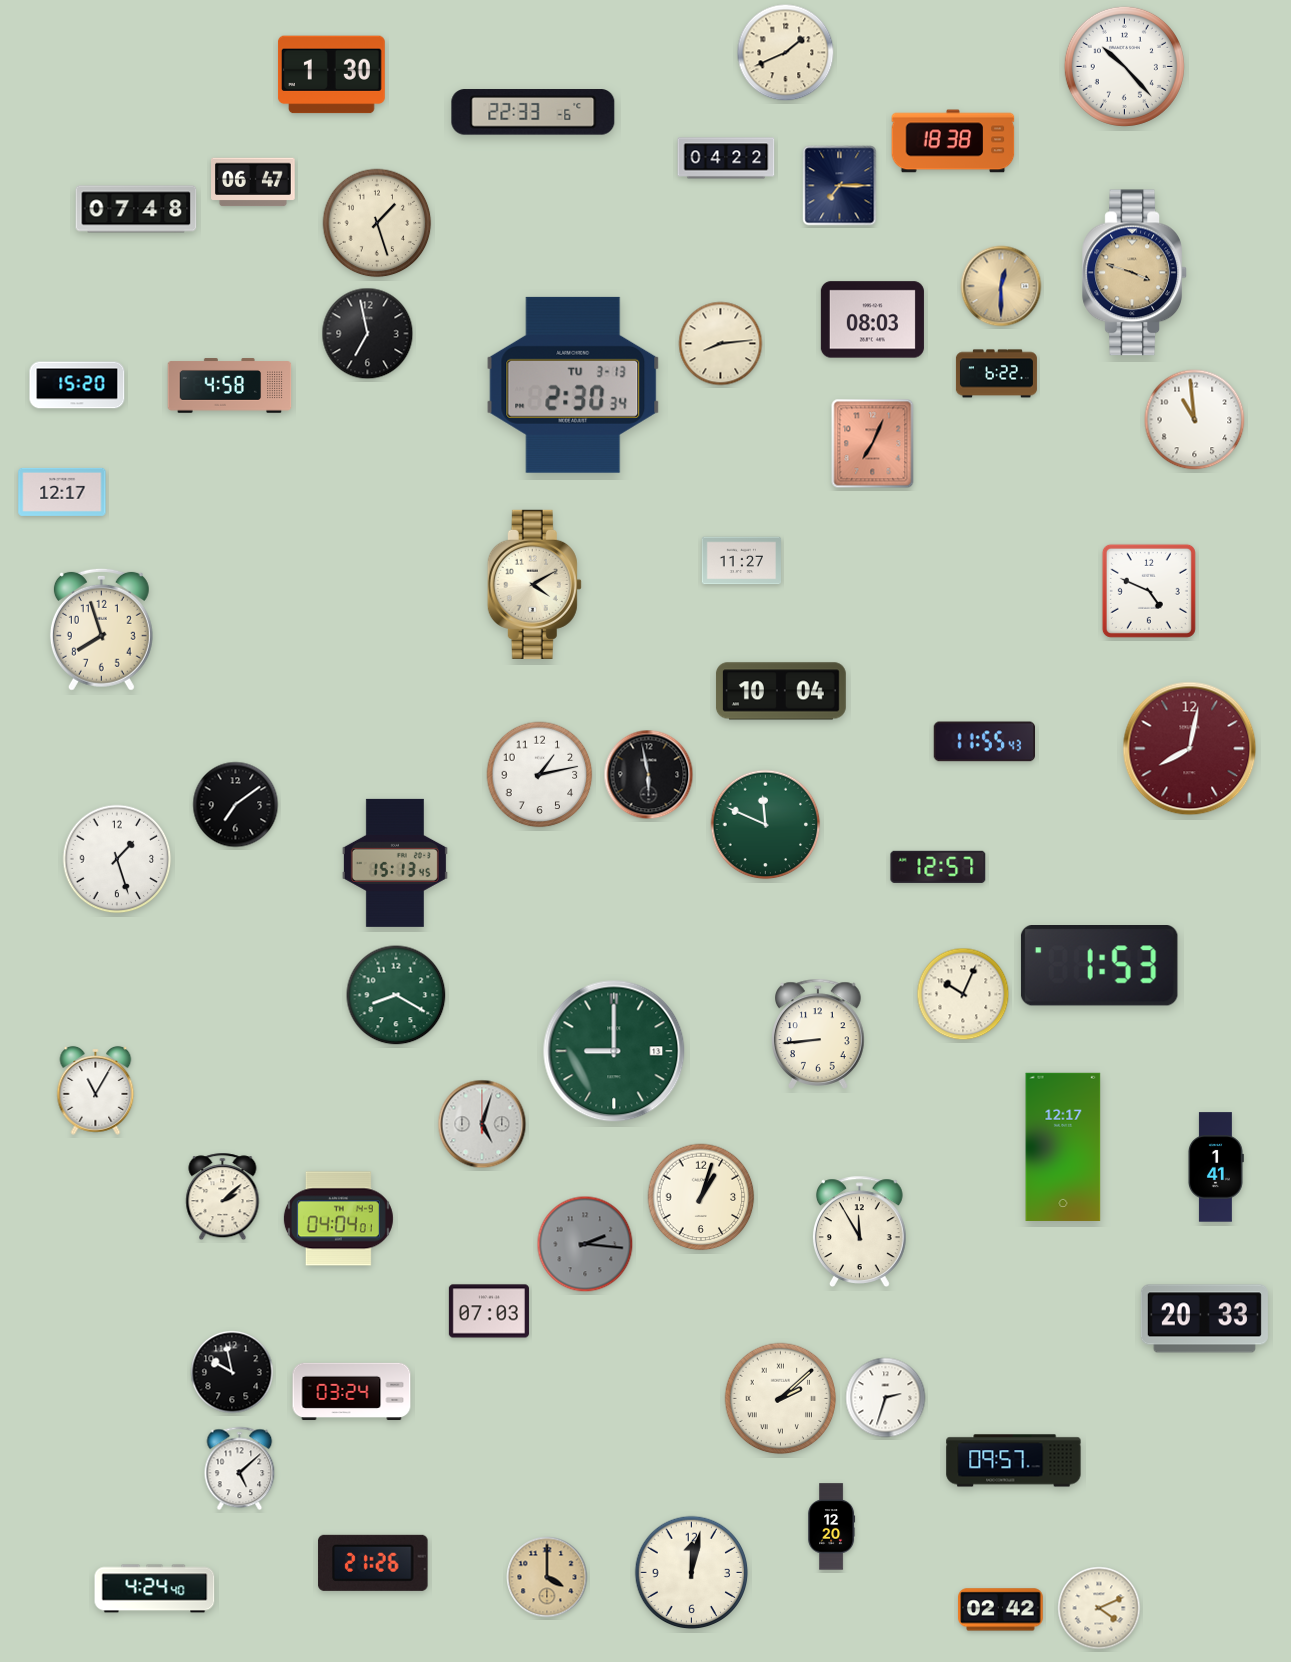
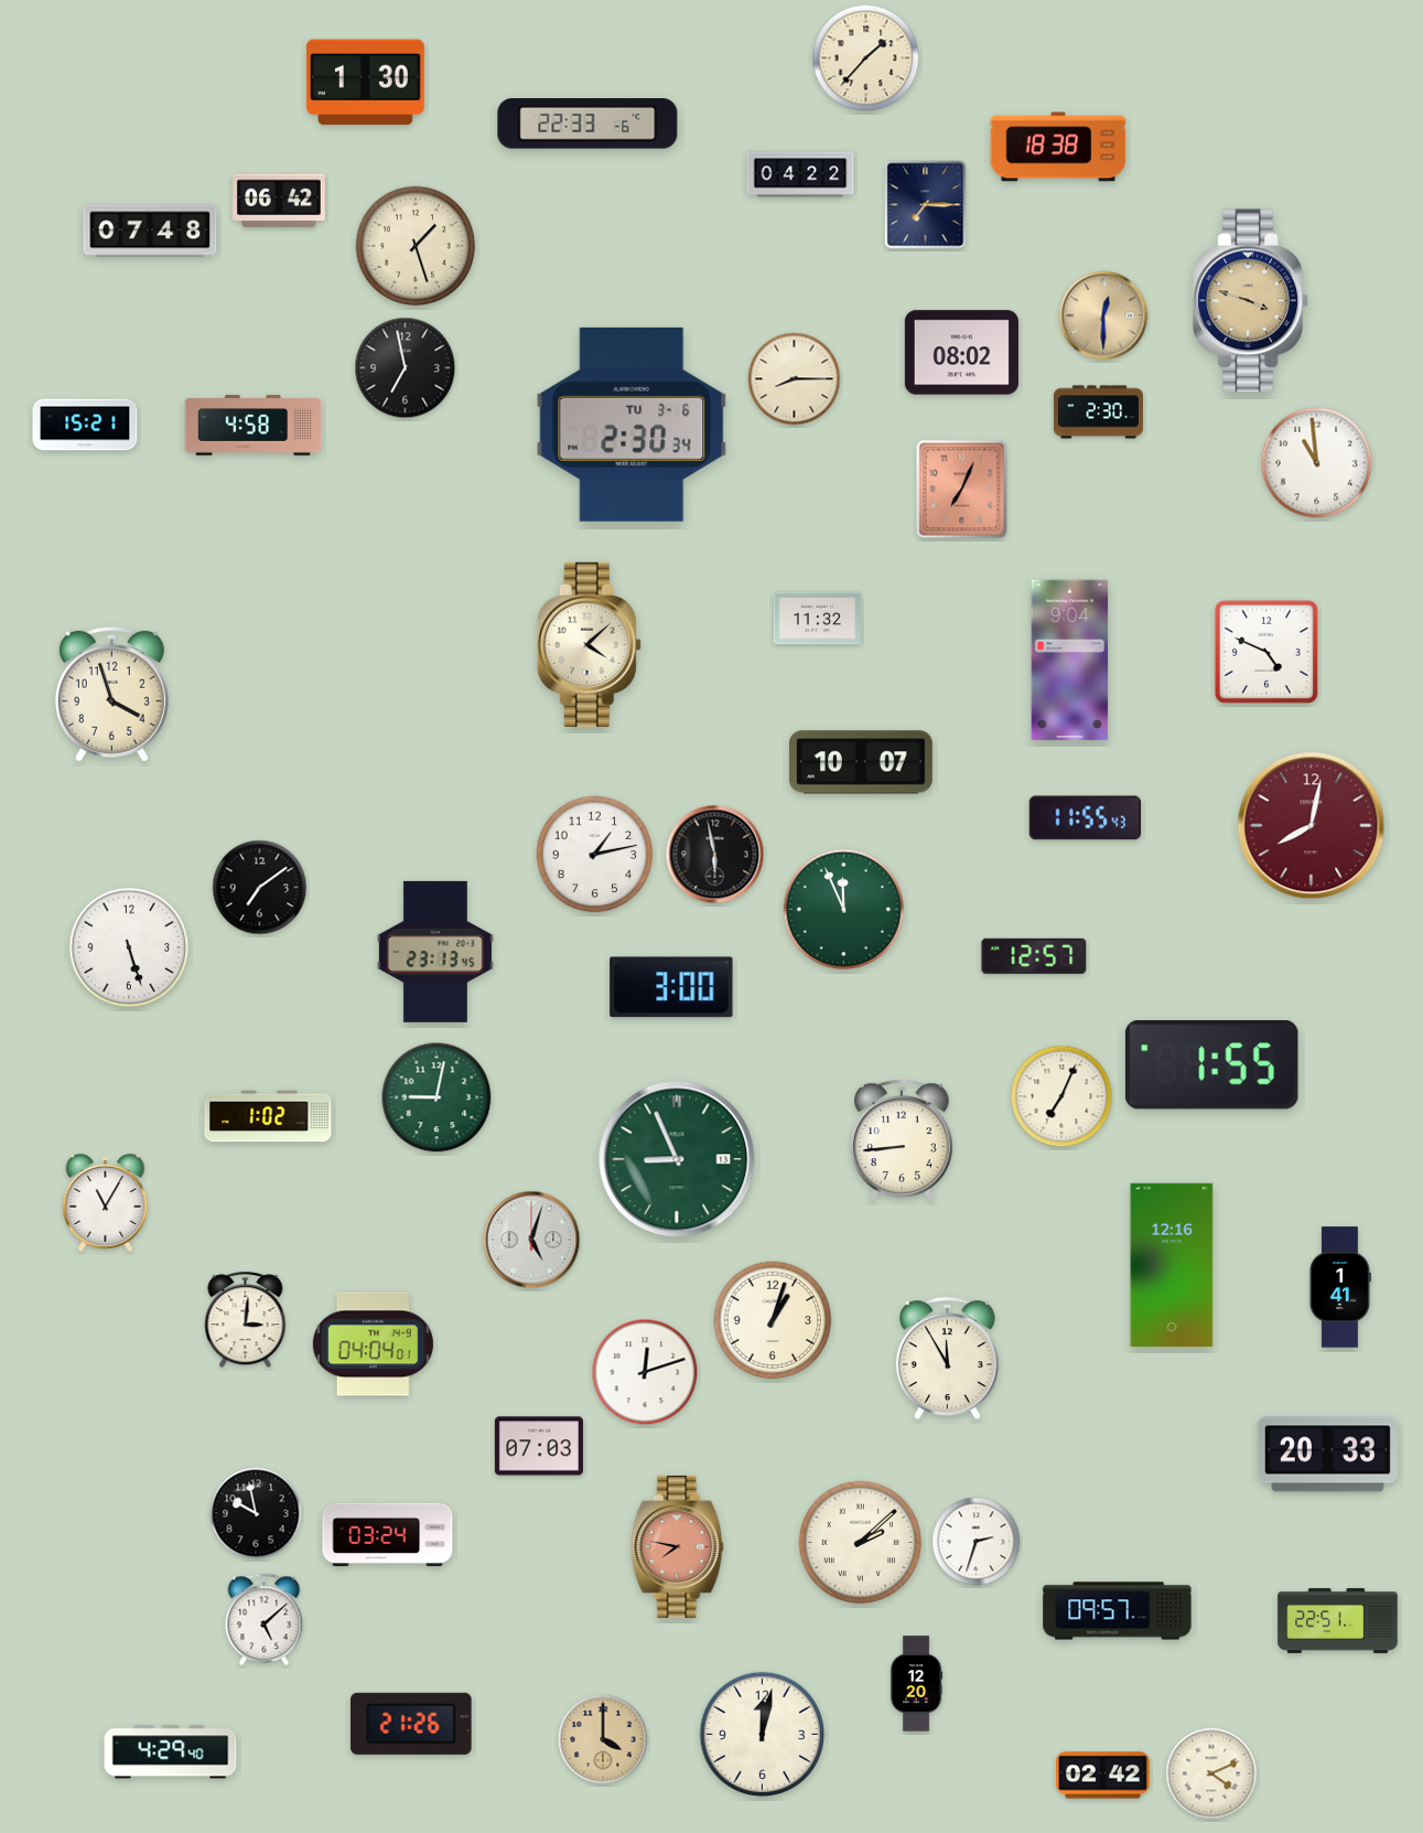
clock at (786, 53): 1:41 -> 1:37
clock at (1124, 66): 10:23 -> none
clock at (953, 141) position: (953, 141) -> (1058, 147)
clock at (254, 182): 06:47 -> 06:42
clock at (872, 320): 08:03 -> 08:02
clock at (721, 344): 8:14 -> 8:15
clock at (996, 374): 6:22 -> 2:30
clock at (77, 385): 15:20 -> 15:21
clock at (573, 385) date: TU 3-13 -> TU 3-6
clock at (62, 492): 12:17 -> none
clock at (741, 561): 11:27 -> 11:32
clock at (534, 584): 4:10 -> 4:08
clock at (1070, 661): none -> 9:04
clock at (101, 629): 7:57 -> 3:57
clock at (781, 691): 10:04 -> 10:07
clock at (766, 825): 11:49 -> 11:56
clock at (117, 859): 1:27 -> 5:27
clock at (395, 863): 15:13 -> 23:13
clock at (671, 987): none -> 3:00
clock at (1099, 966): 1:53 -> 1:55
clock at (963, 994): 10:04 -> 7:04
clock at (396, 995): 8:20 -> 9:02
clock at (268, 1116): none -> 1:02
clock at (614, 1051): 9:00 -> 8:56
clock at (1063, 1147): 12:17 -> 12:16
clock at (223, 1197): 2:08 -> 3:01
clock at (585, 1244): 2:16 -> 12:12
clock at (585, 1244) dial: grey -> white
clock at (678, 1546): none -> 7:47
clock at (1338, 1621): none -> 22:51
clock at (155, 1589): 4:24 -> 4:29
